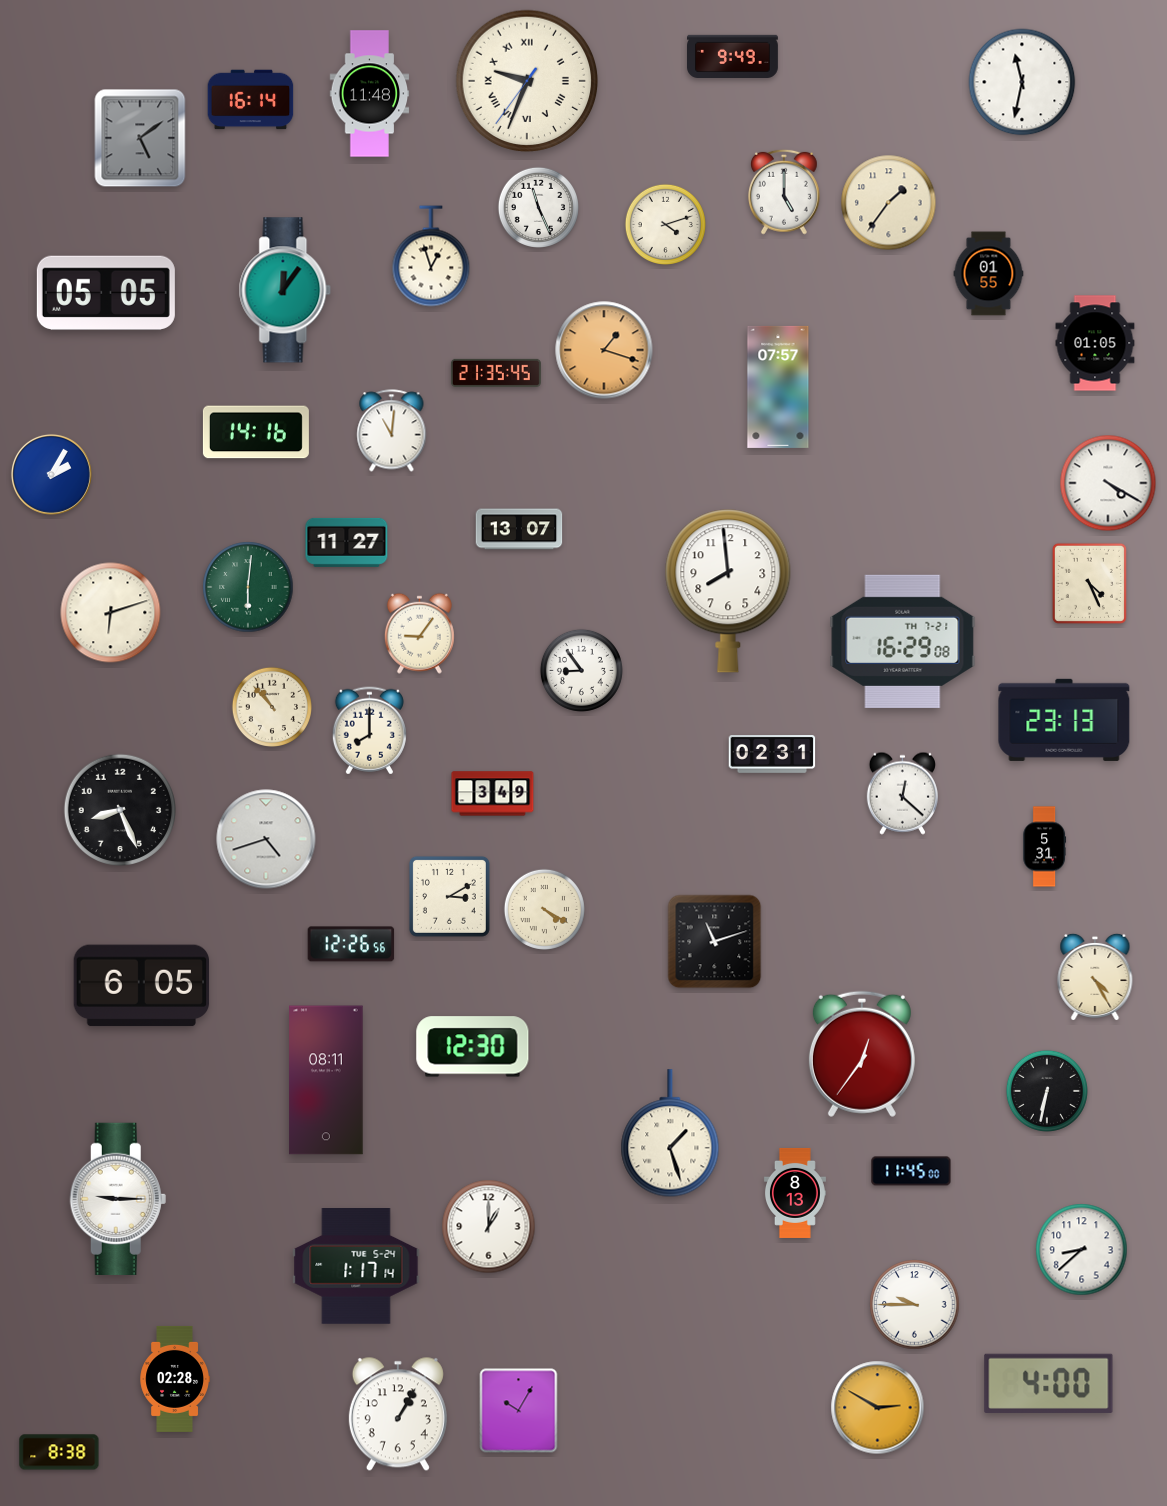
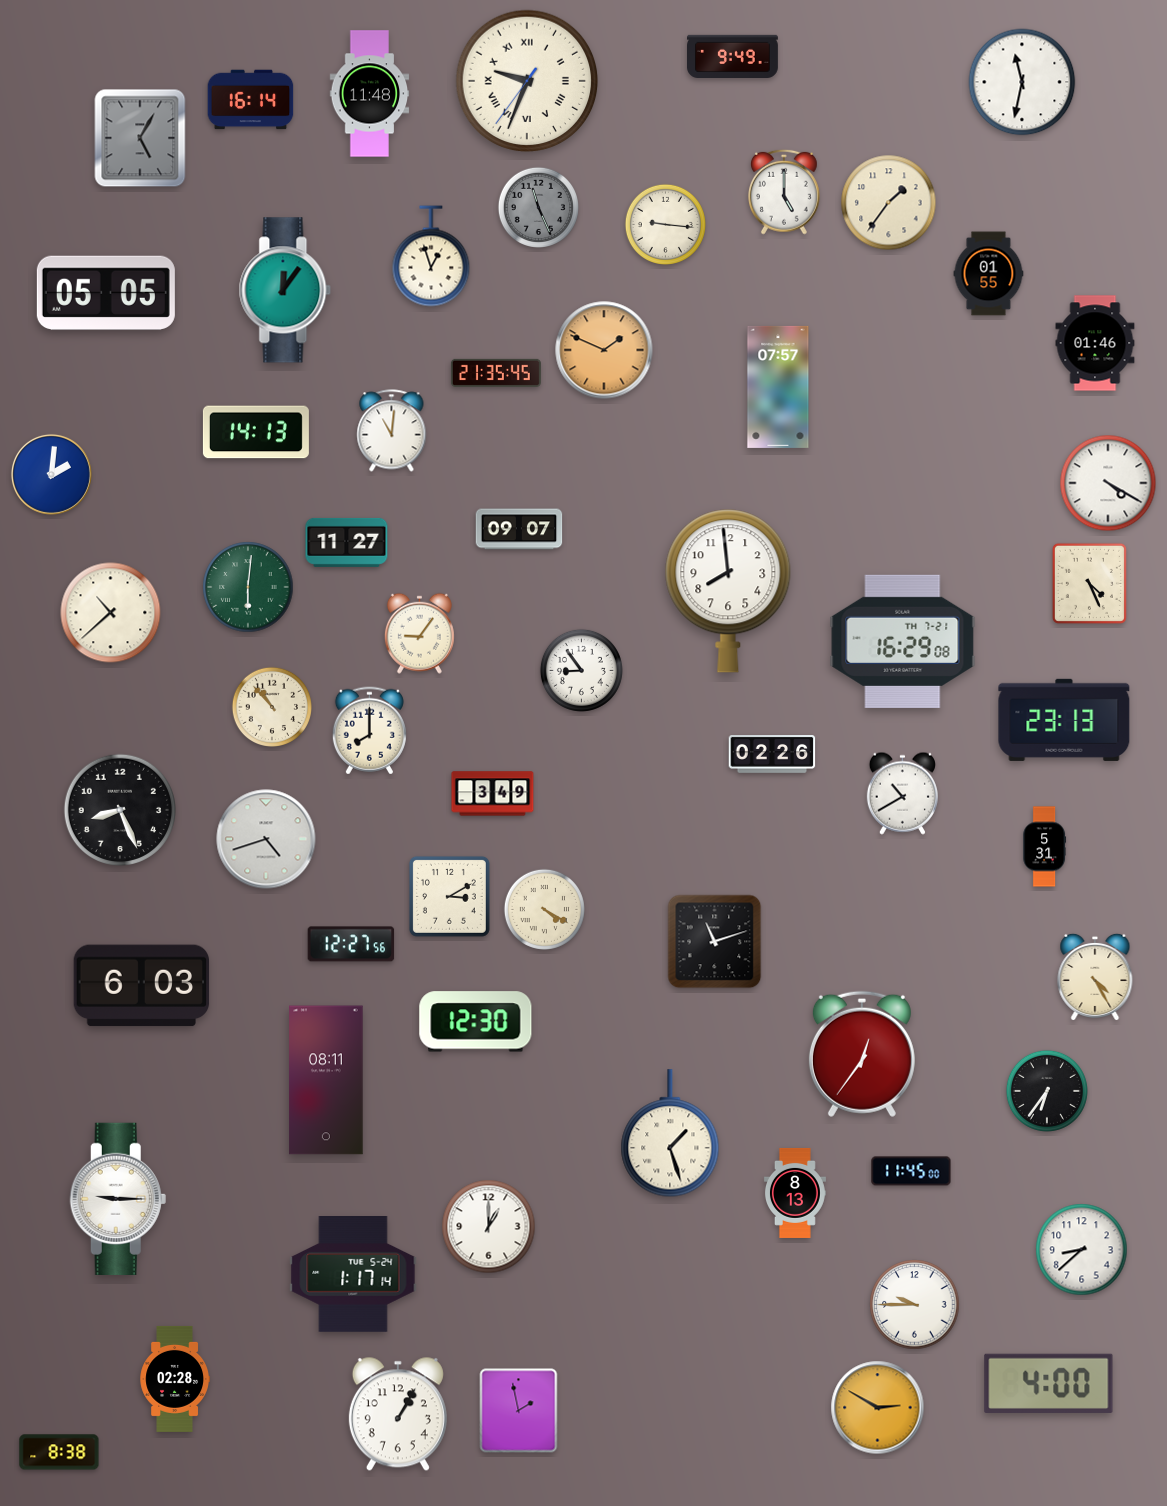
clock at (140, 138): 5:09 -> 5:05
clock at (538, 207) dial: white -> grey
clock at (665, 224): 4:12 -> 9:16
clock at (1095, 343): 01:05 -> 01:46
clock at (604, 350): 1:18 -> 1:49
clock at (256, 432): 14:16 -> 14:13
clock at (51, 474): 2:05 -> 2:01
clock at (519, 529): 13:07 -> 09:07
clock at (111, 613): 6:12 -> 10:38
clock at (772, 755): 02:31 -> 02:26
clock at (902, 793): 12:22 -> 10:40
clock at (351, 944): 12:26 -> 12:27
clock at (142, 986): 6:05 -> 6:03
clock at (473, 1047) position: (473, 1047) -> (476, 1022)
clock at (1047, 1091): 6:32 -> 6:36
clock at (356, 1267) position: (356, 1267) -> (353, 1275)
clock at (519, 1411): 10:05 -> 1:58
